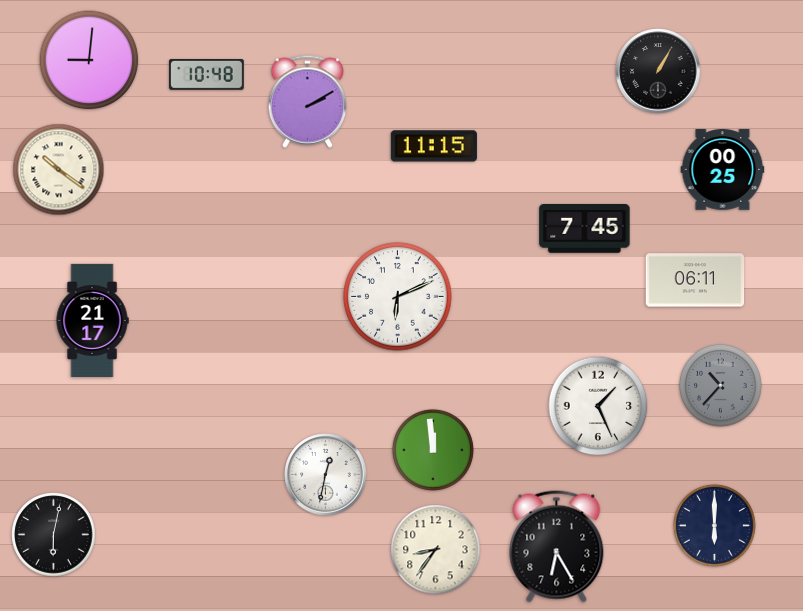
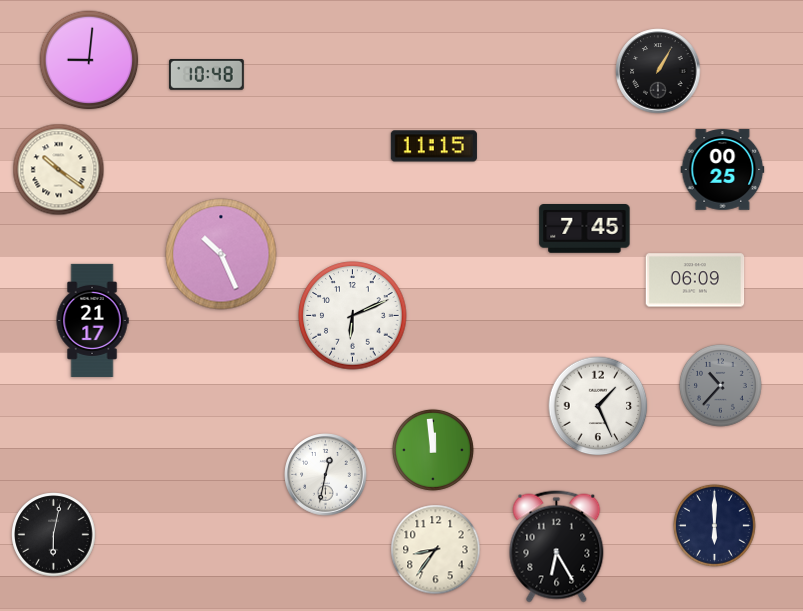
clock at (308, 101): 2:10 -> none
clock at (221, 254): none -> 10:26
clock at (695, 280): 06:11 -> 06:09
clock at (398, 297) position: (398, 297) -> (353, 316)
